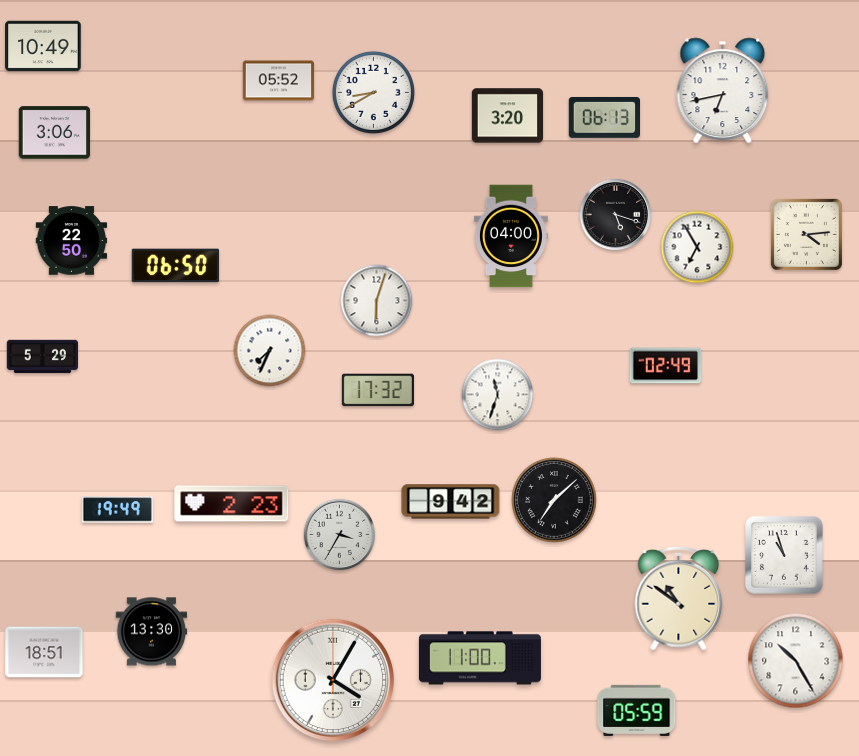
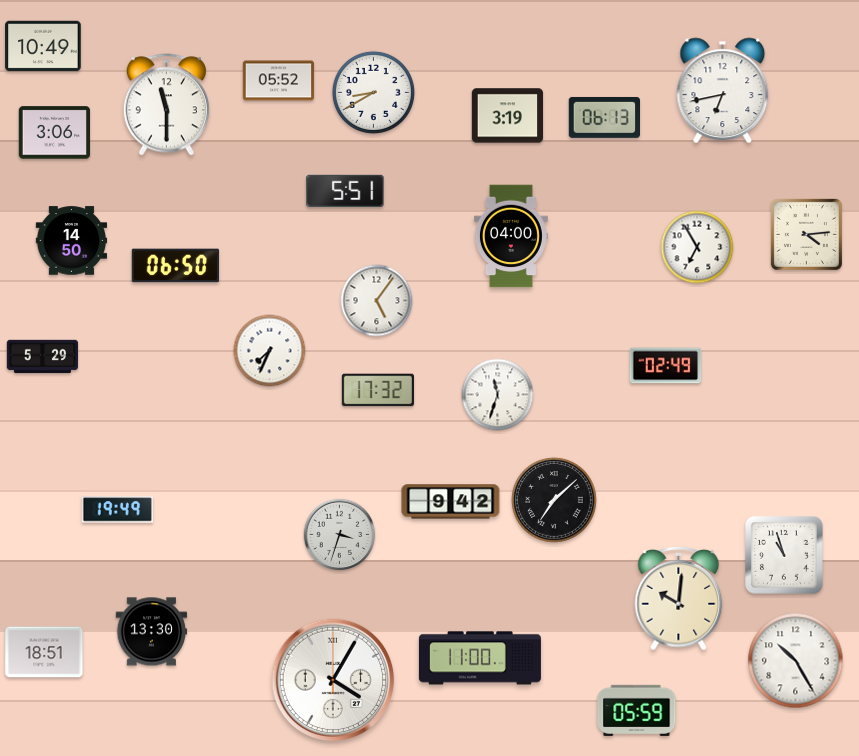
clock at (166, 105): none -> 11:30
clock at (508, 116): 3:20 -> 3:19
clock at (345, 190): none -> 5:51
clock at (616, 215): 5:18 -> none
clock at (72, 241): 22:50 -> 14:50
clock at (377, 301): 6:03 -> 5:06
clock at (232, 504): 2:23 -> none
clock at (340, 535): 3:35 -> 3:33
clock at (679, 598): 10:51 -> 10:01
